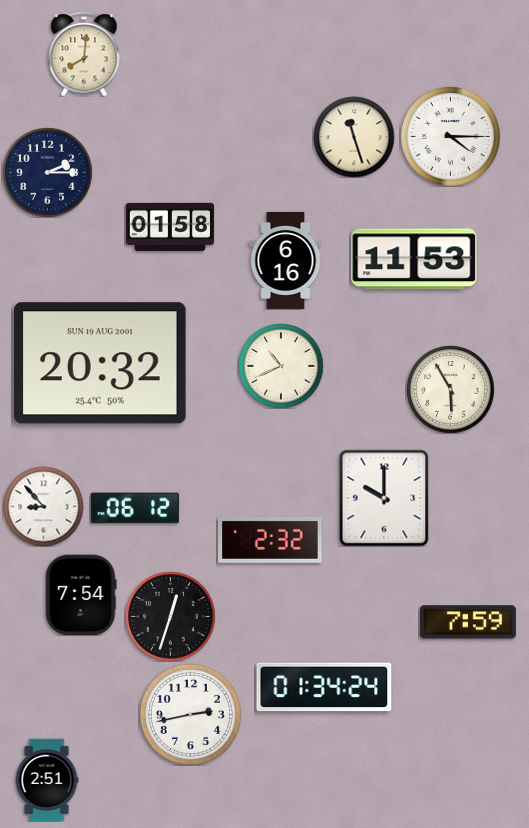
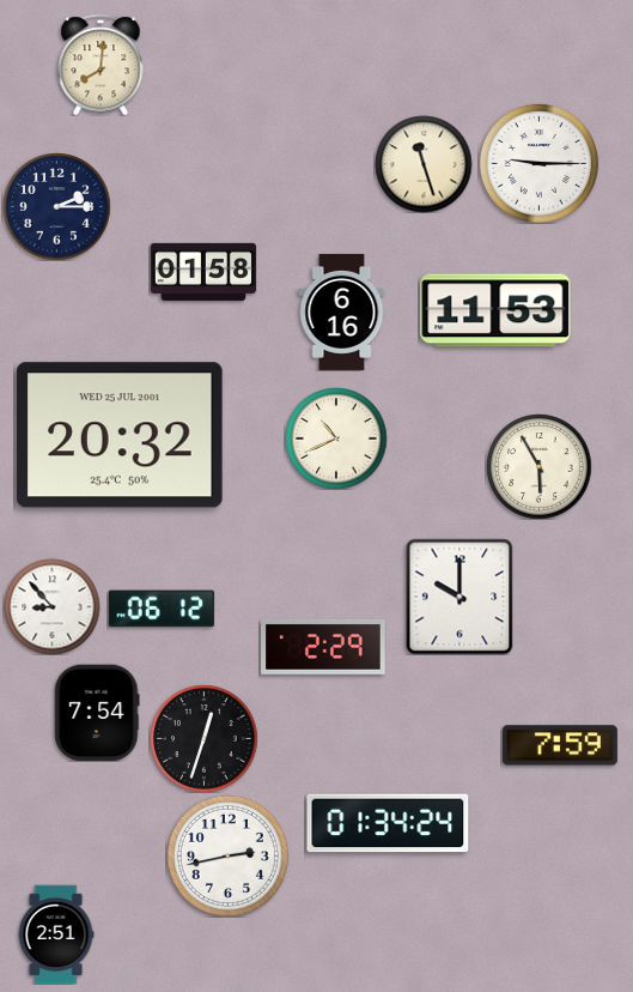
clock at (450, 136): 4:15 -> 9:15
clock at (101, 363) date: SUN 19 AUG 2001 -> WED 25 JUL 2001
clock at (270, 541): 2:32 -> 2:29
